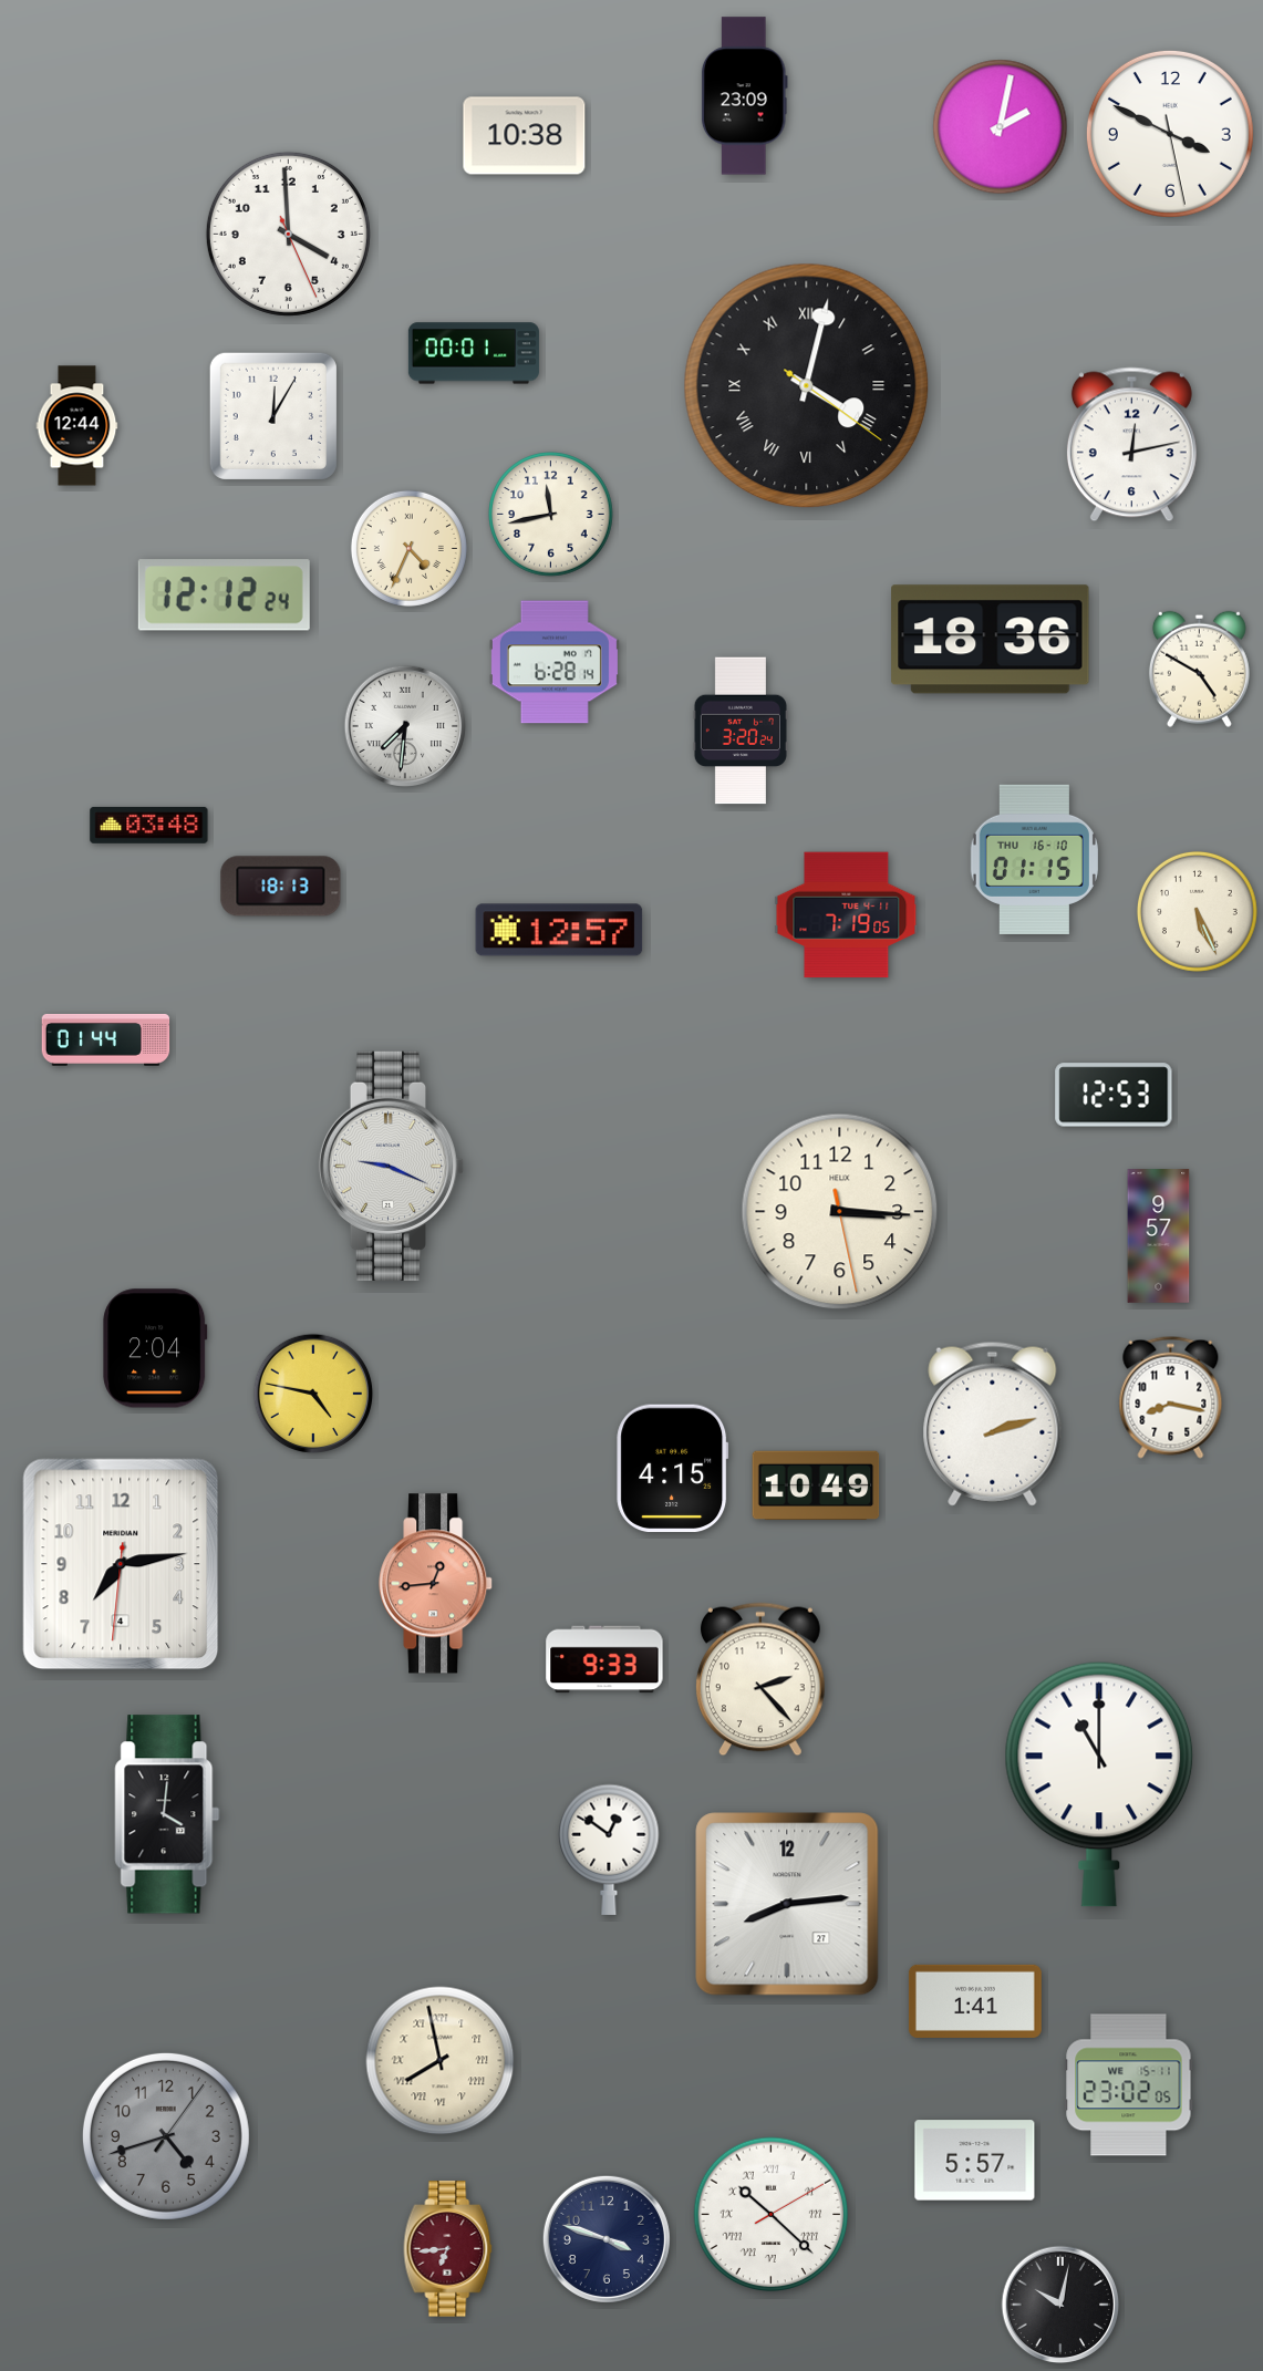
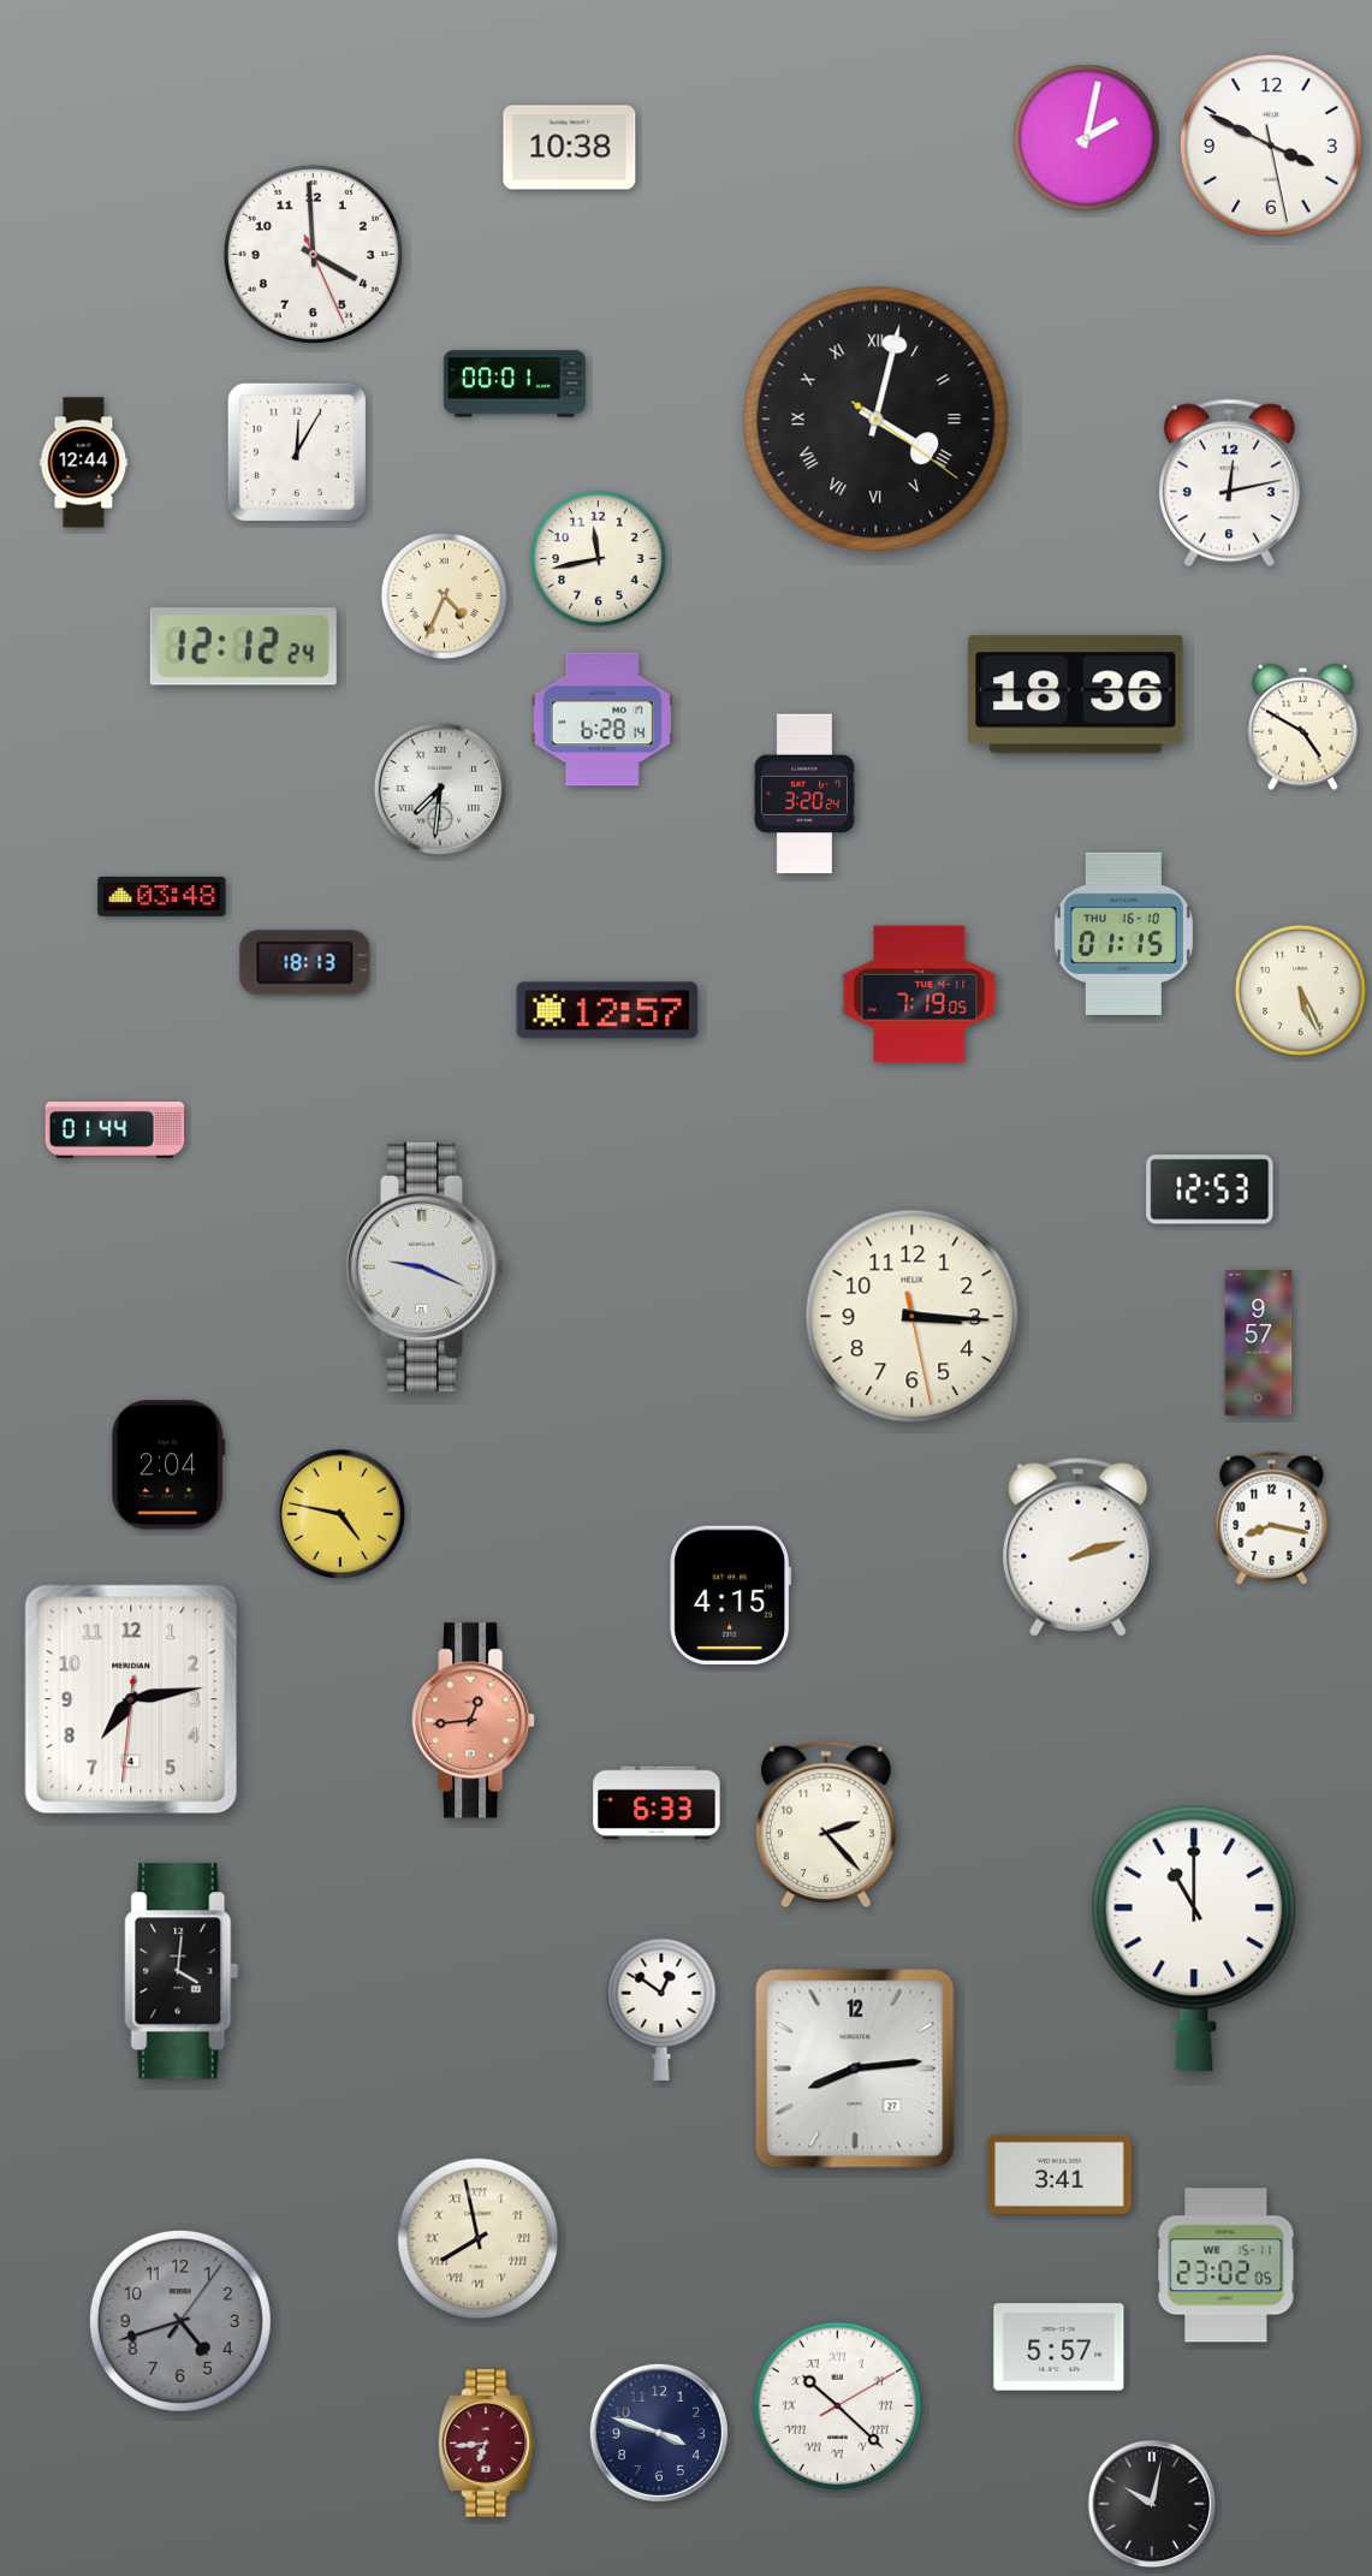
clock at (744, 96): 23:09 -> none
clock at (816, 1485): 10:49 -> none
clock at (604, 1659): 9:33 -> 6:33
clock at (975, 2001): 1:41 -> 3:41
